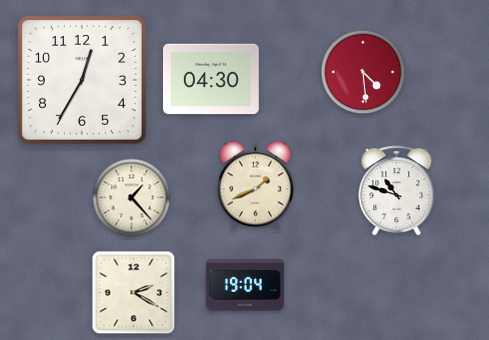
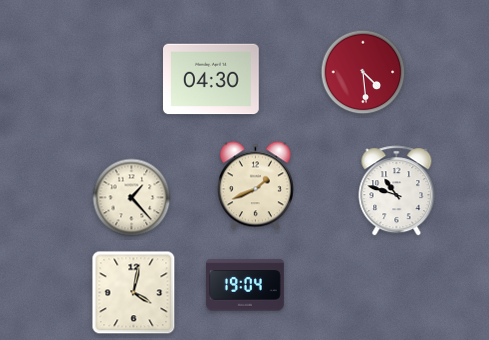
clock at (83, 81): 12:35 -> none
clock at (134, 293): 2:20 -> 4:02
